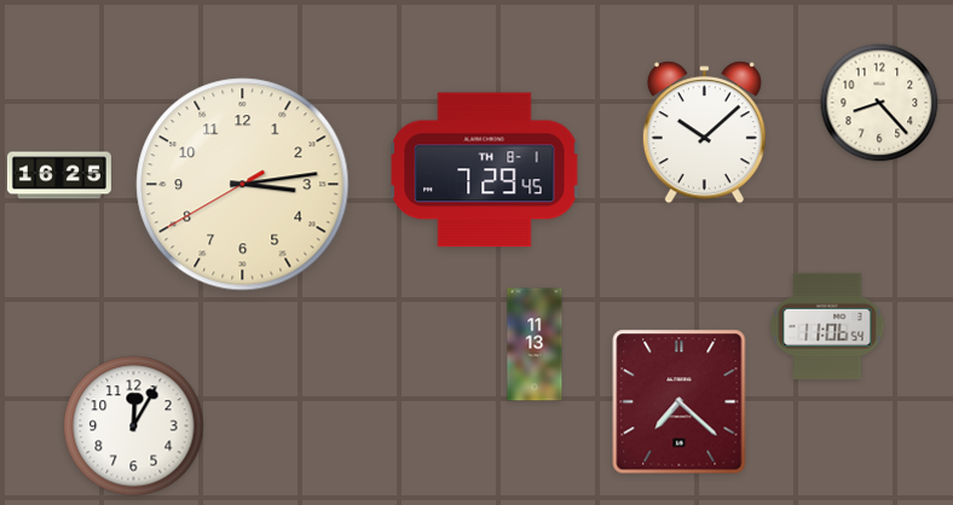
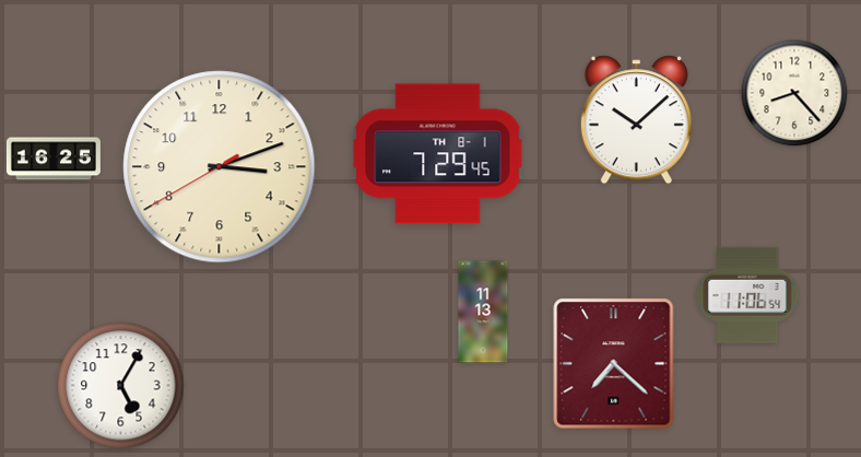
clock at (243, 185): 3:13 -> 3:11
clock at (134, 426): 12:05 -> 5:05
